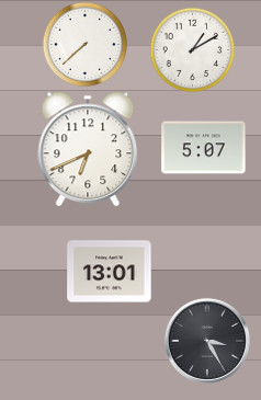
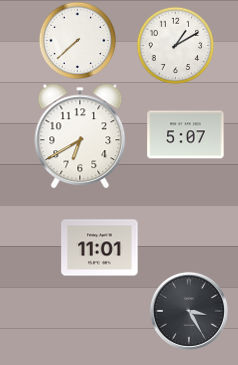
clock at (88, 149): 6:41 -> 6:40
clock at (110, 272): 13:01 -> 11:01
